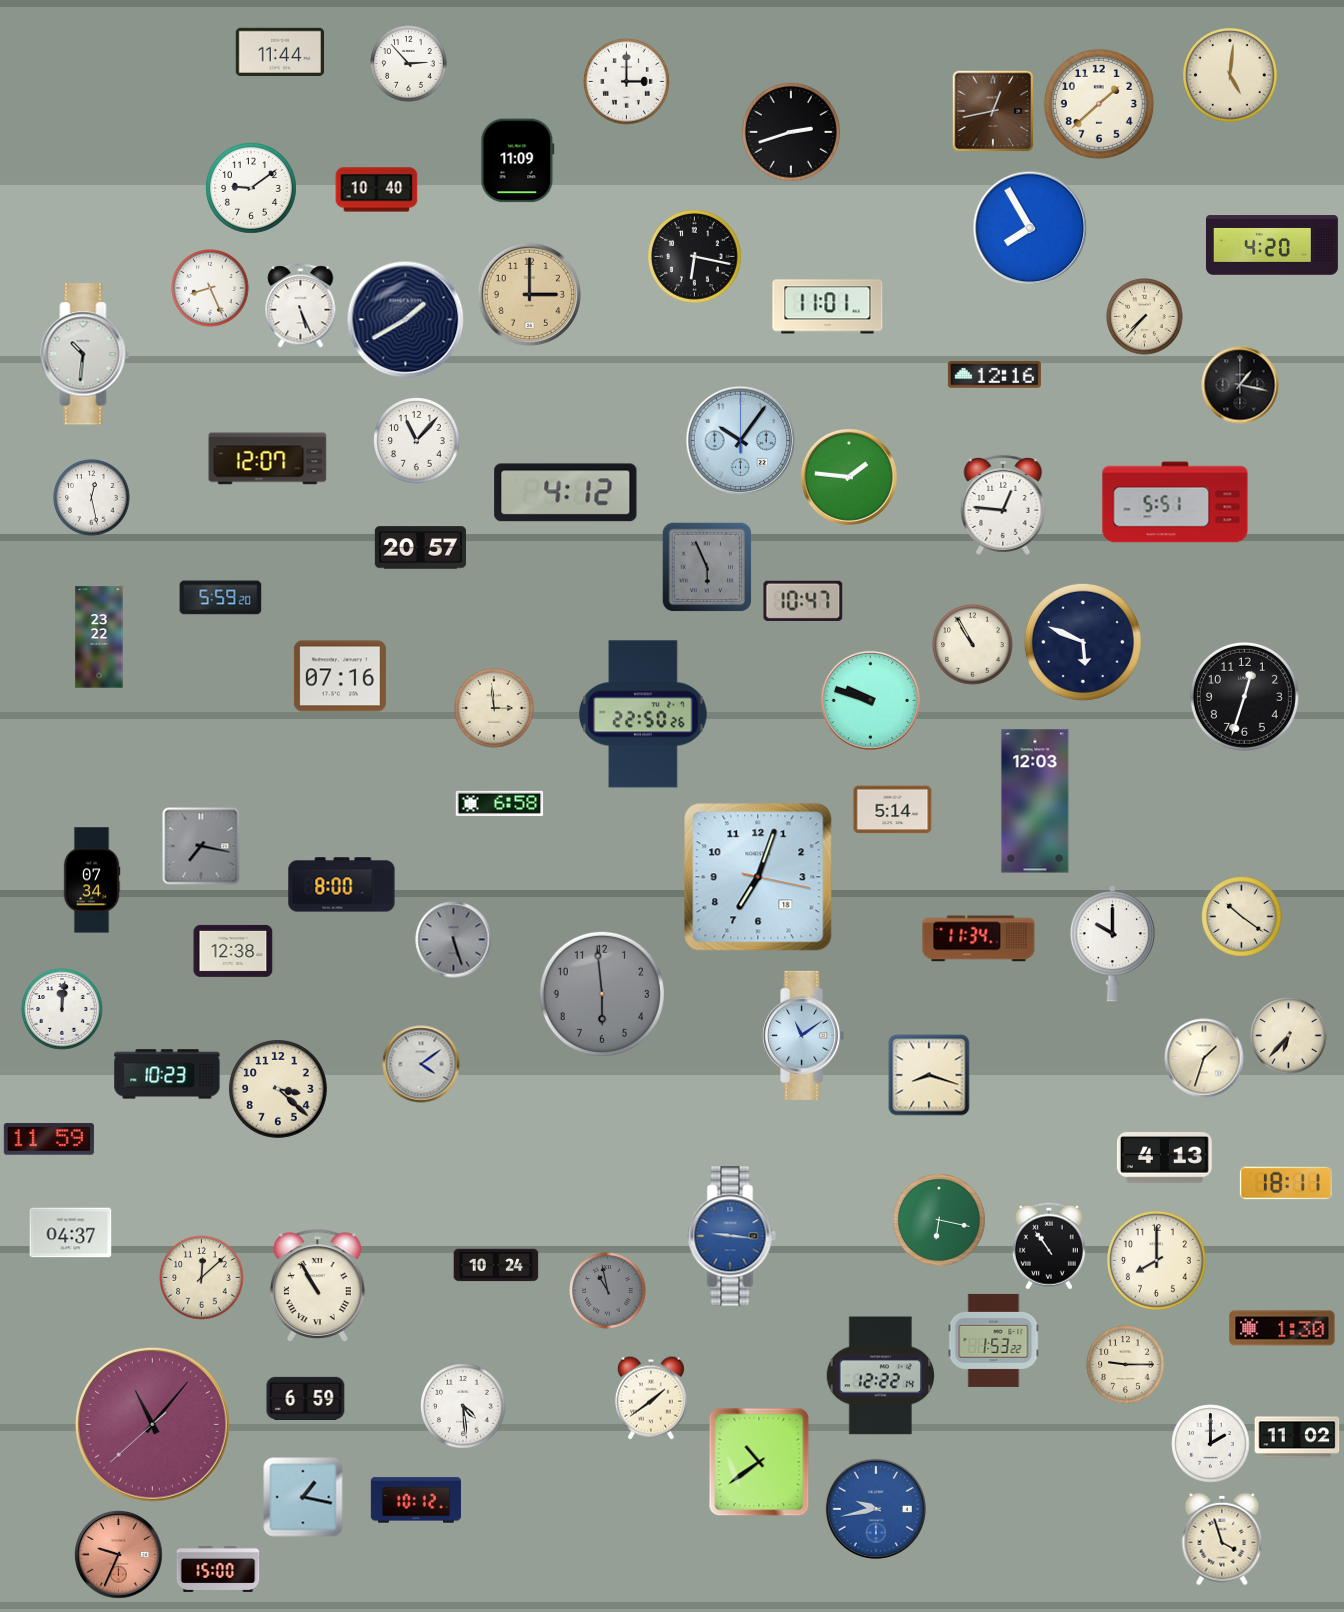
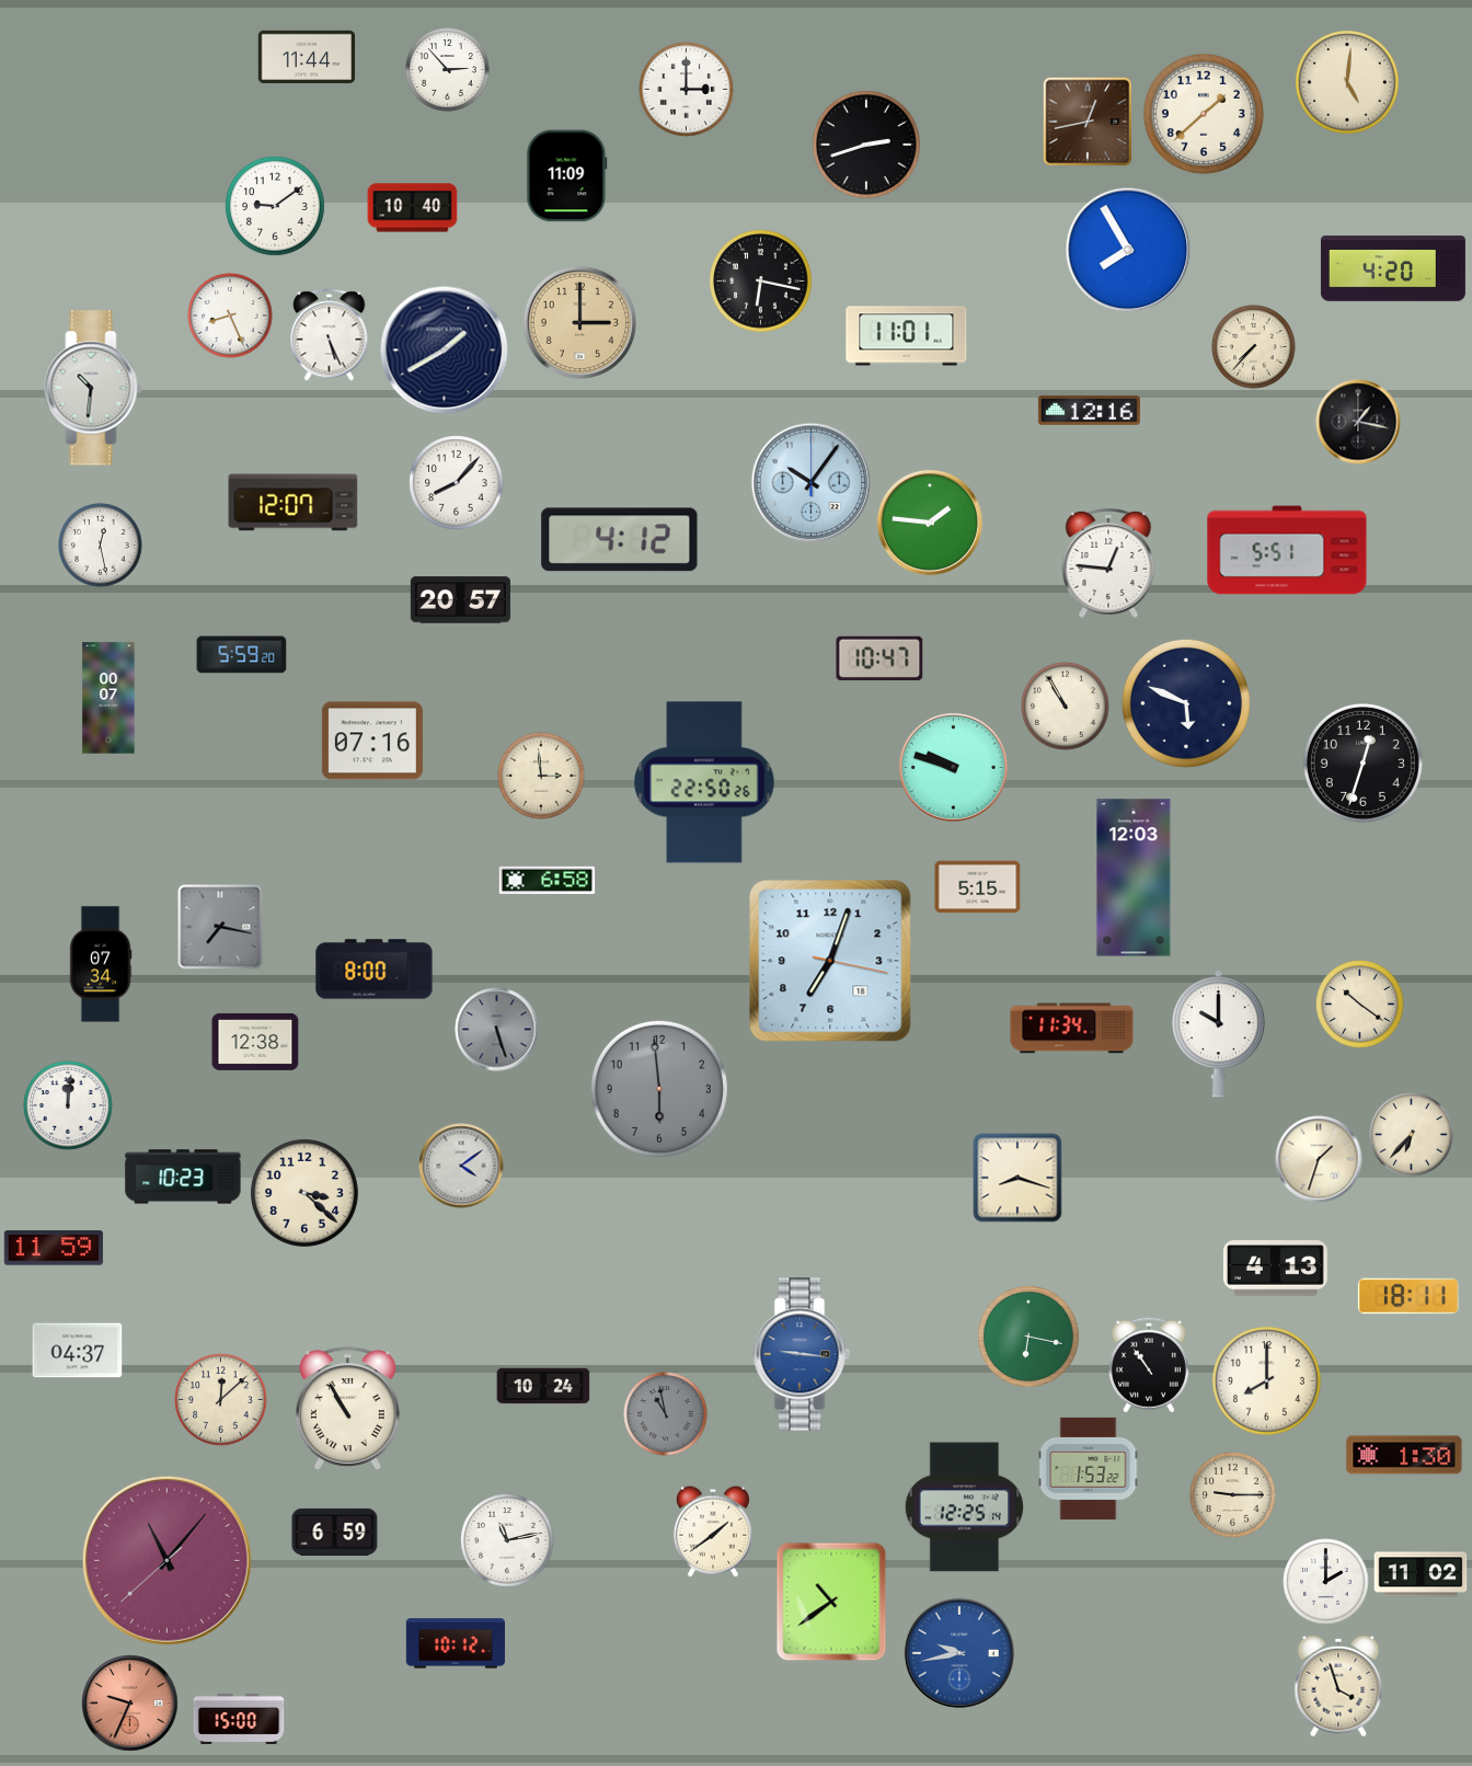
clock at (417, 441): 11:07 -> 8:07
clock at (1003, 505) position: (1003, 505) -> (1108, 563)
clock at (707, 567): 5:56 -> none
clock at (99, 637): 23:22 -> 00:07
clock at (893, 810): 5:14 -> 5:15
clock at (804, 1035): 11:09 -> none
clock at (880, 1376): 12:22 -> 12:25
clock at (463, 1406): 4:29 -> 11:13
clock at (303, 1497): 1:17 -> none
